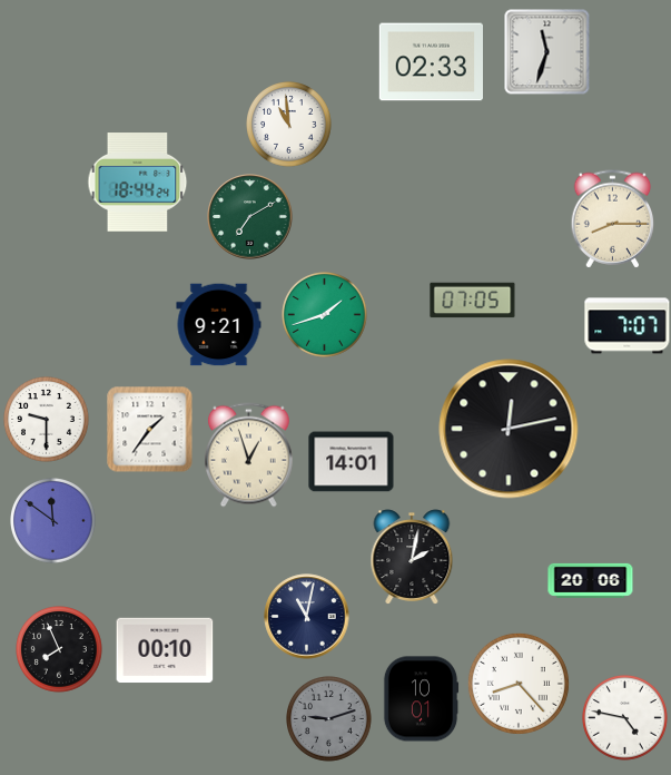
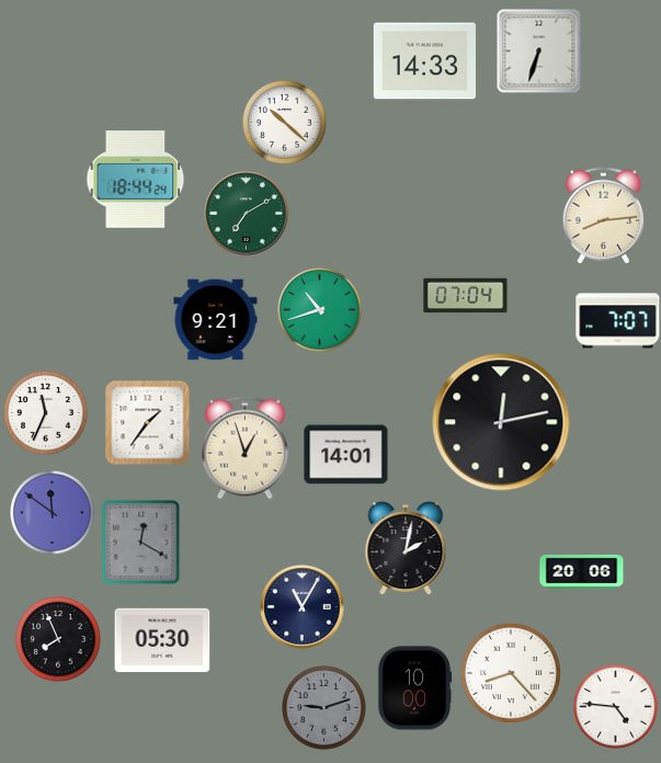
clock at (547, 52): 11:33 -> 6:33
clock at (431, 62): 02:33 -> 14:33
clock at (289, 125): 10:59 -> 10:22
clock at (613, 219): 8:15 -> 8:14
clock at (473, 301): 07:05 -> 07:04
clock at (325, 315): 1:42 -> 10:42
clock at (47, 420): 9:30 -> 11:34
clock at (141, 542): none -> 12:20
clock at (307, 617): 11:02 -> 11:05
clock at (165, 650): 00:10 -> 05:30
clock at (421, 699): 10:01 -> 10:00
clock at (625, 718): 4:47 -> 4:46
